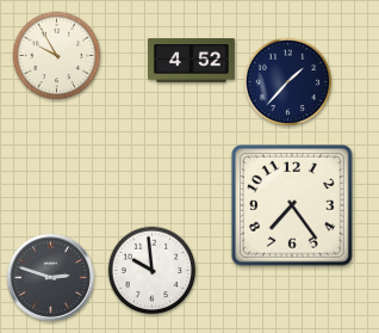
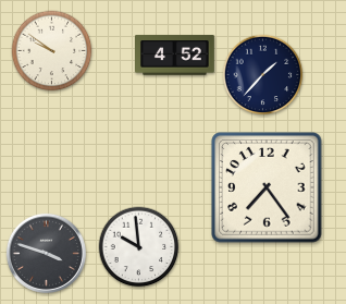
clock at (57, 56): 9:55 -> 9:51
clock at (50, 277): 2:48 -> 3:48
